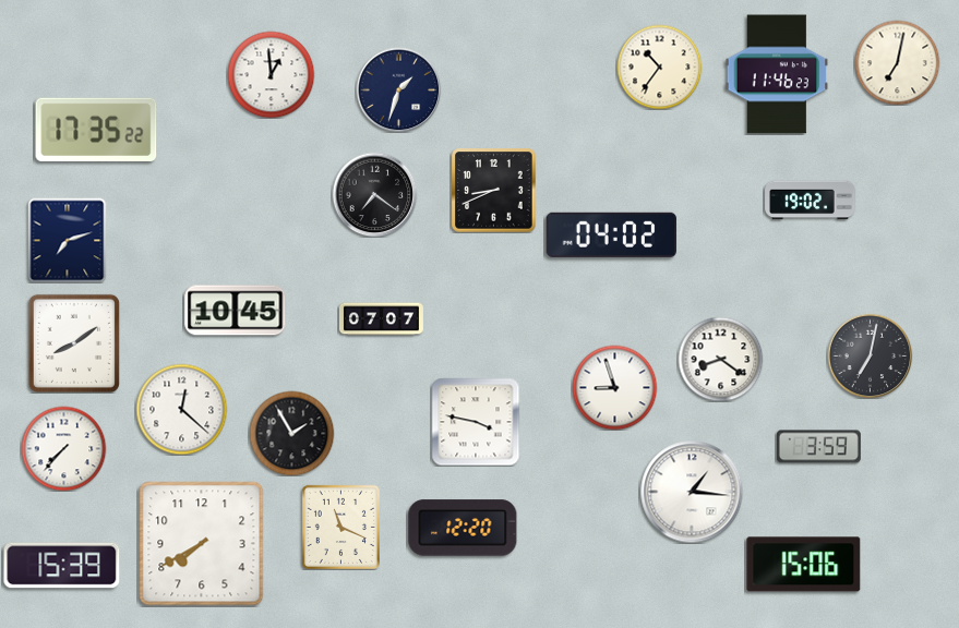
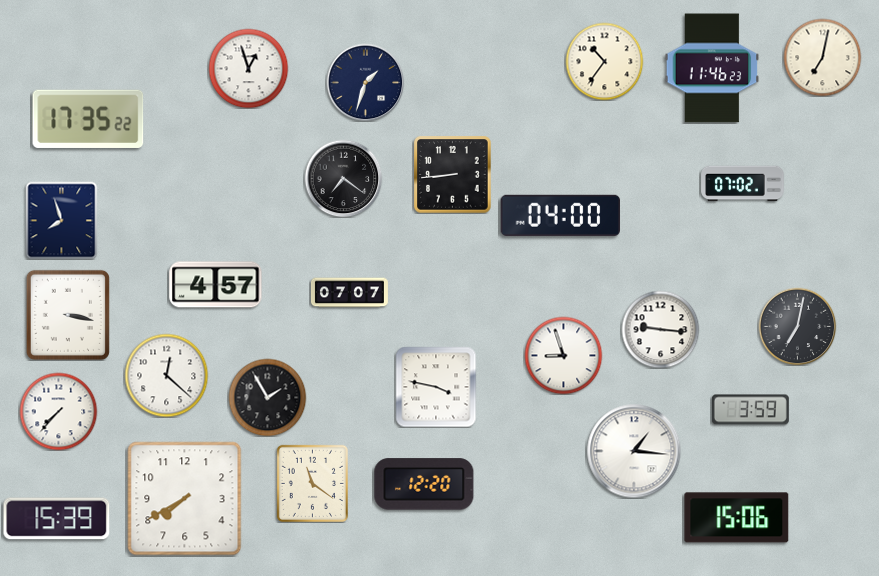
clock at (271, 74): 12:59 -> 12:57
clock at (493, 190): 8:41 -> 8:44
clock at (811, 201): 19:02 -> 07:02
clock at (611, 234): 04:02 -> 04:00
clock at (68, 240): 7:12 -> 7:57
clock at (236, 311): 10:45 -> 4:57
clock at (74, 343): 8:09 -> 3:17
clock at (720, 359): 8:21 -> 9:16
clock at (340, 527): 11:19 -> 11:21
